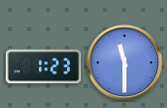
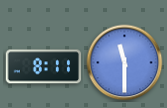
clock at (43, 67): 1:23 -> 8:11
